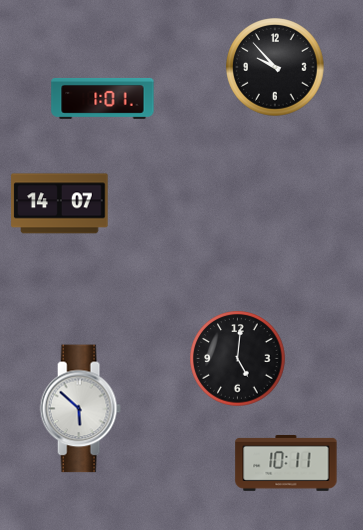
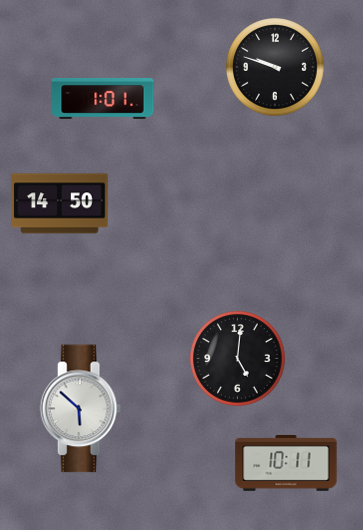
clock at (275, 67): 9:53 -> 9:48
clock at (60, 204): 14:07 -> 14:50
